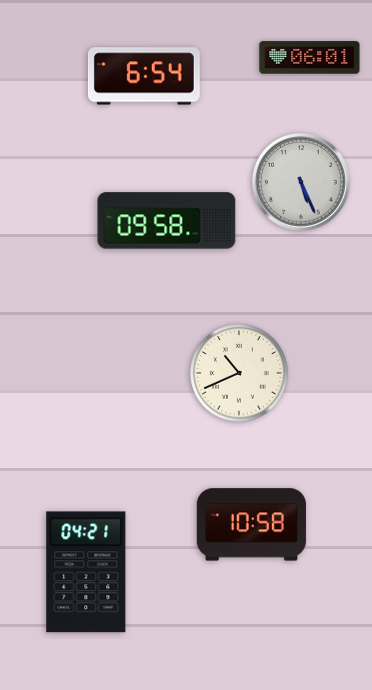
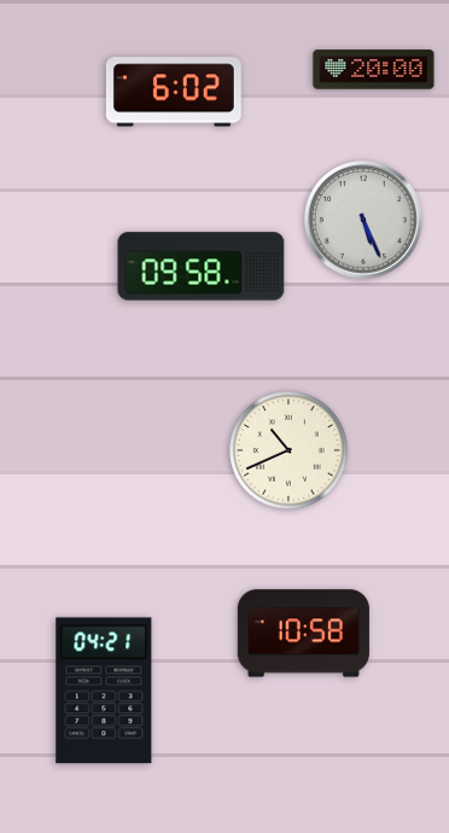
clock at (310, 58): 06:01 -> 20:00
clock at (144, 76): 6:54 -> 6:02
